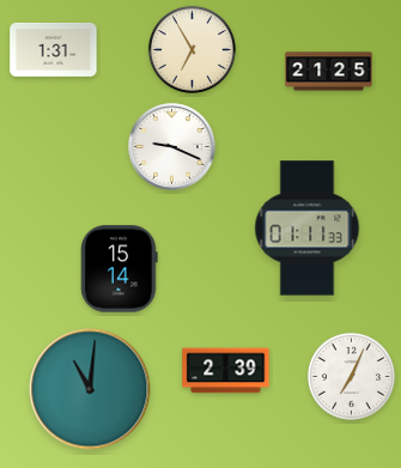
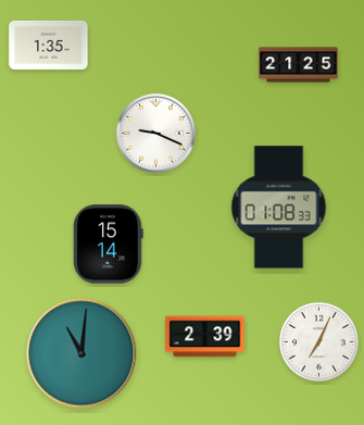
clock at (54, 49): 1:31 -> 1:35
clock at (192, 49): 6:55 -> none
clock at (308, 229): 01:11 -> 01:08
